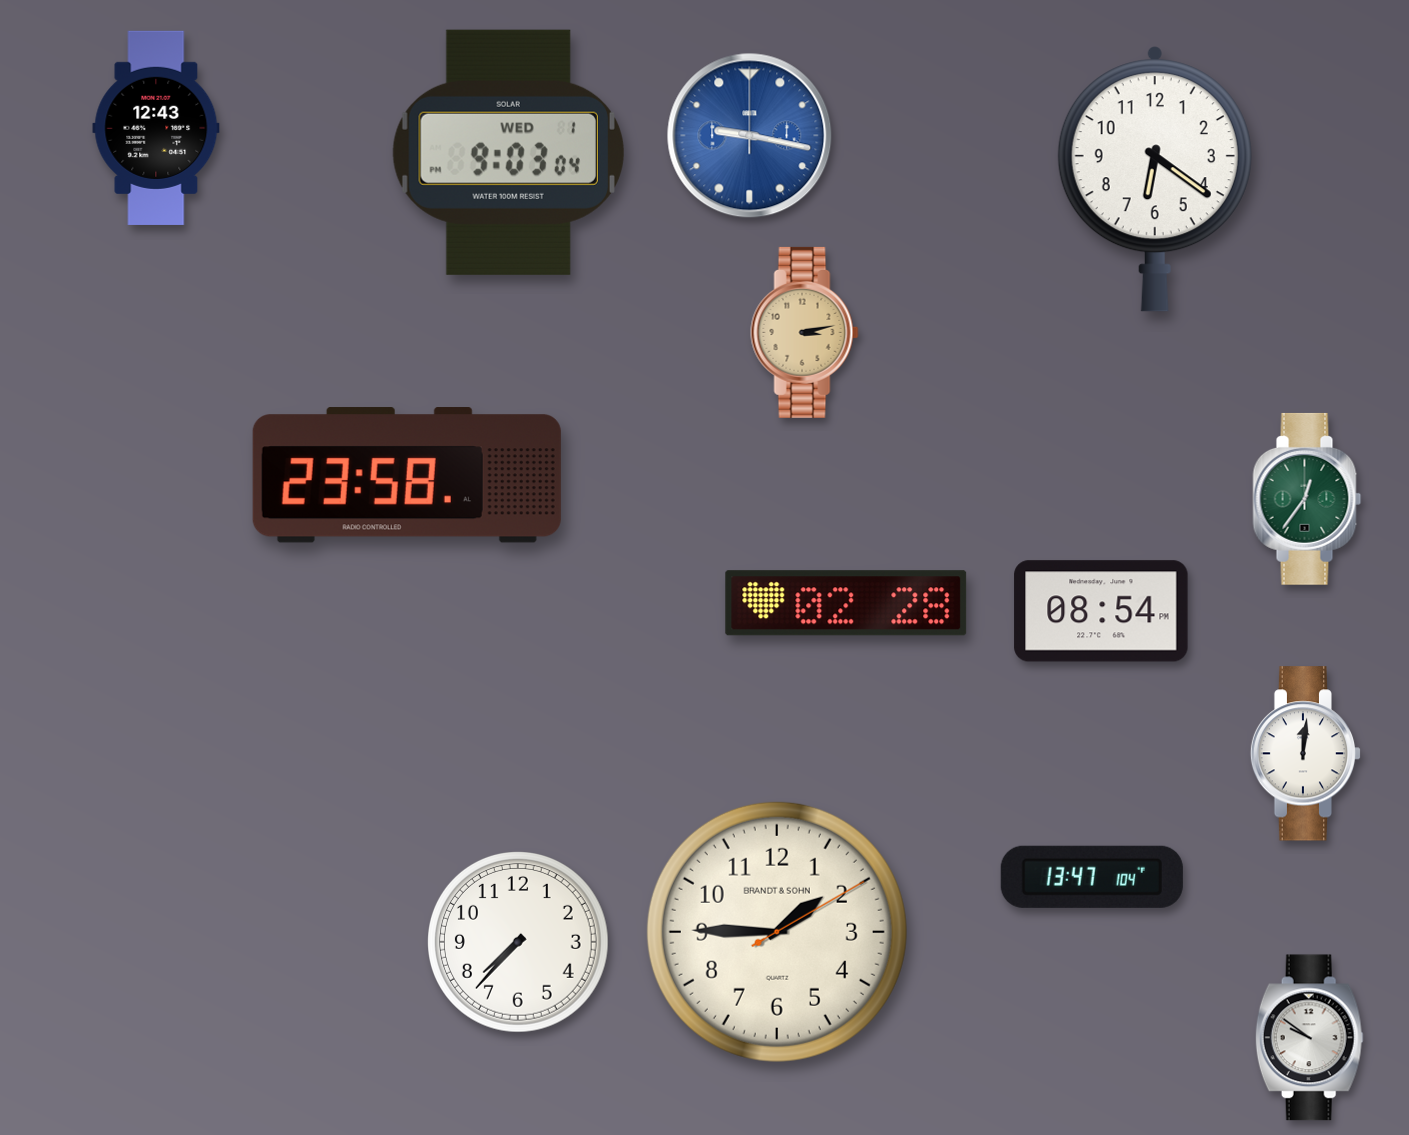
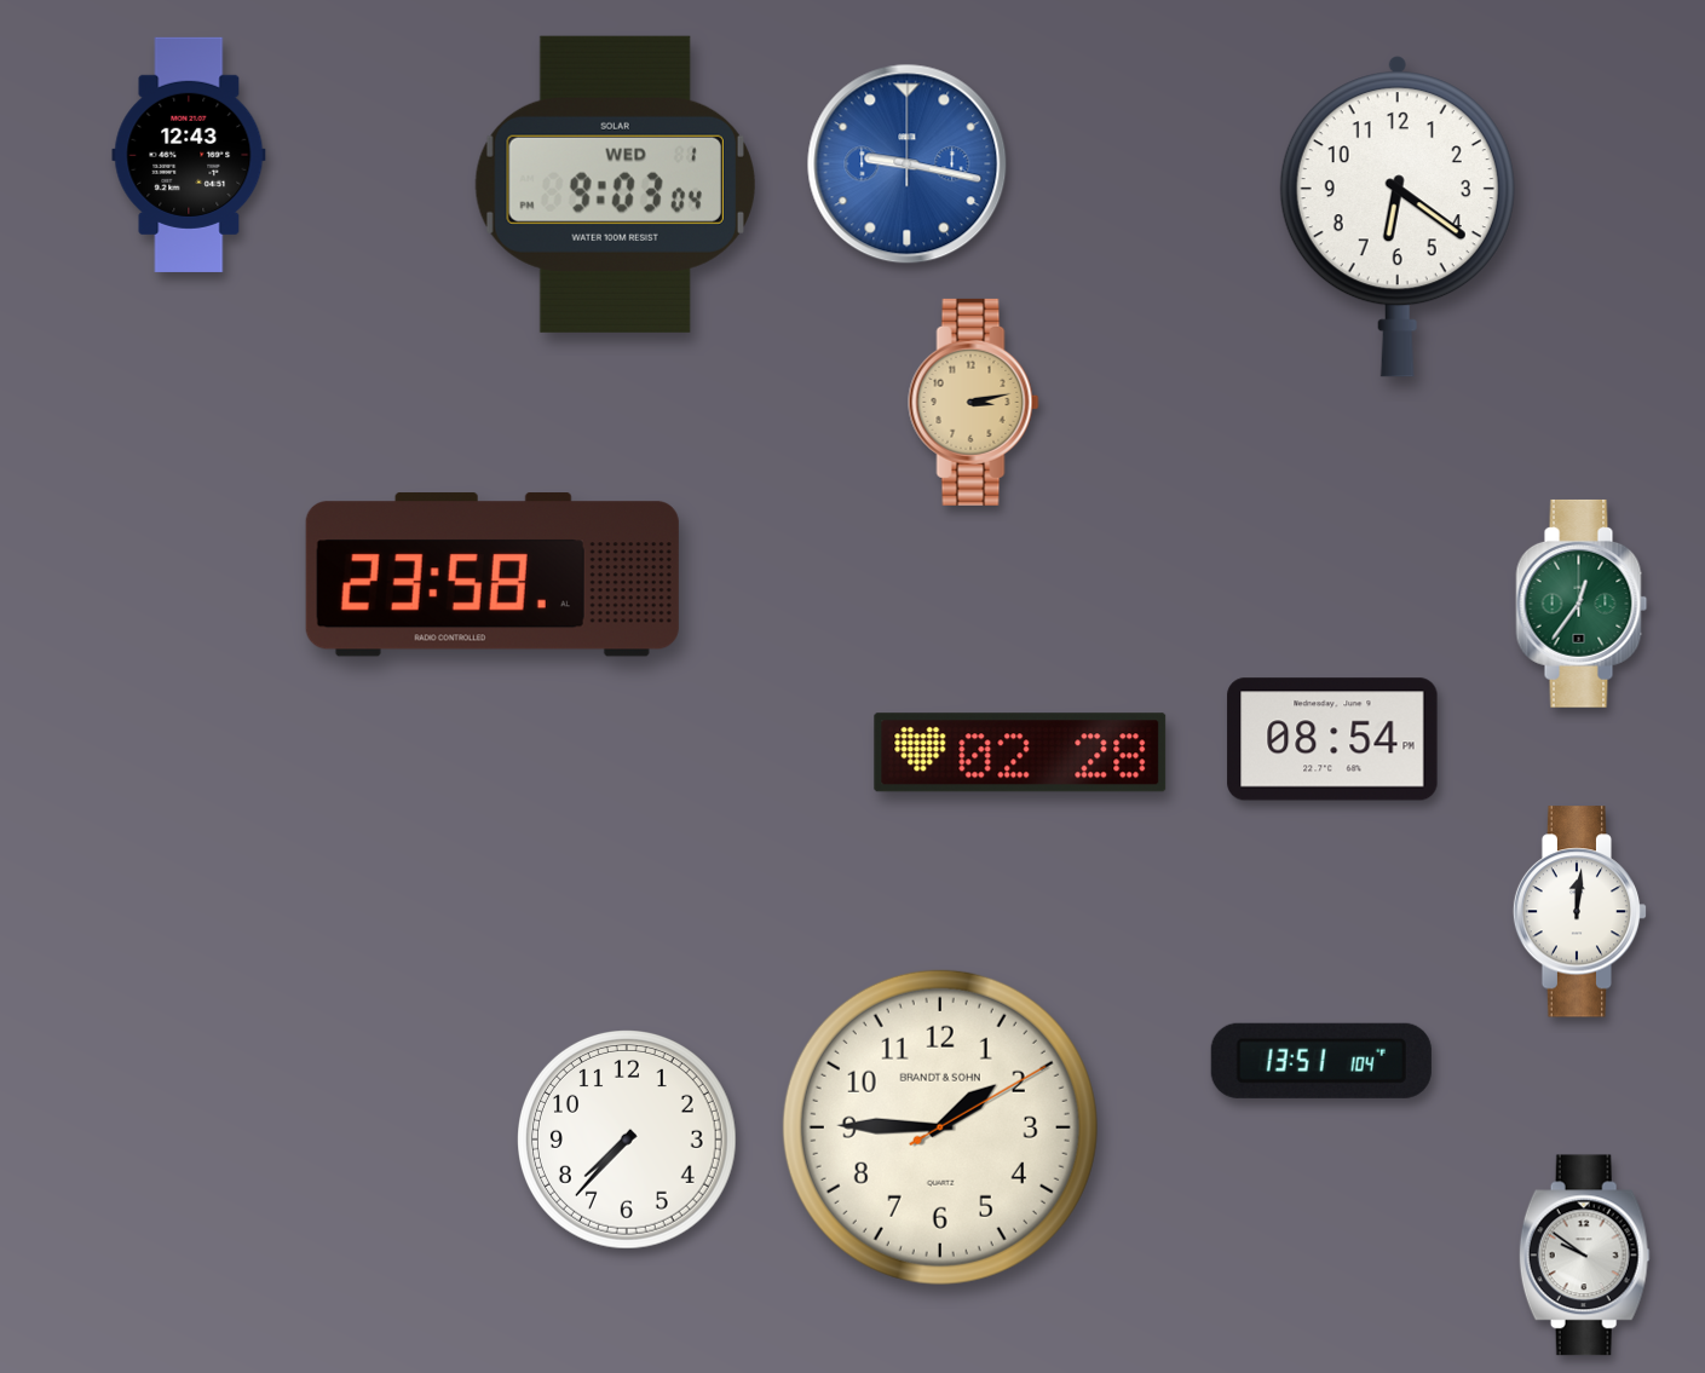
clock at (846, 603) position: (846, 603) -> (1020, 752)
clock at (1092, 877): 13:47 -> 13:51
